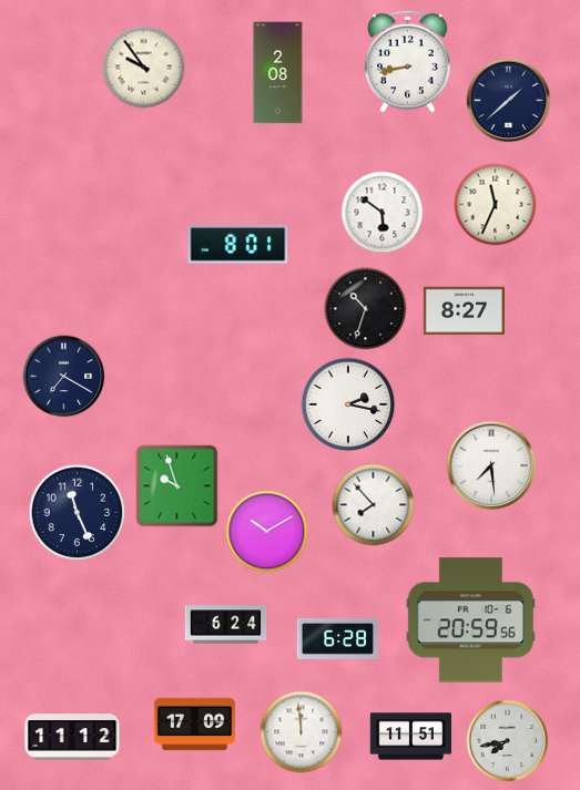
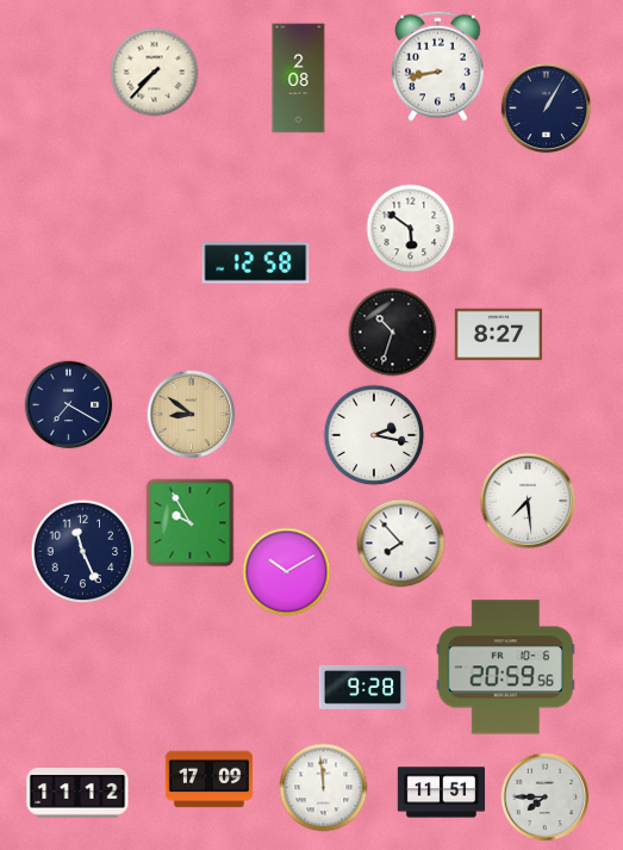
clock at (144, 68): 9:54 -> 7:37
clock at (509, 101): 1:38 -> 1:05
clock at (496, 205): 11:34 -> none
clock at (238, 245): 8:01 -> 12:58
clock at (192, 415): none -> 8:51
clock at (177, 486): 9:57 -> 9:55
clock at (226, 625): 6:24 -> none
clock at (338, 638): 6:28 -> 9:28
clock at (508, 741): 7:43 -> 7:45
